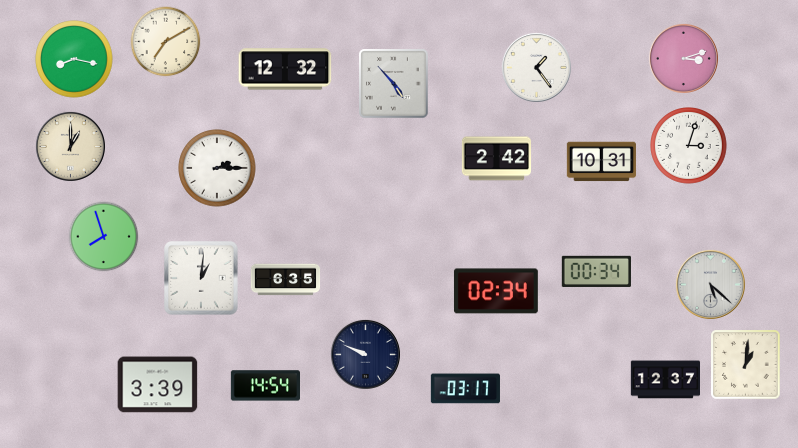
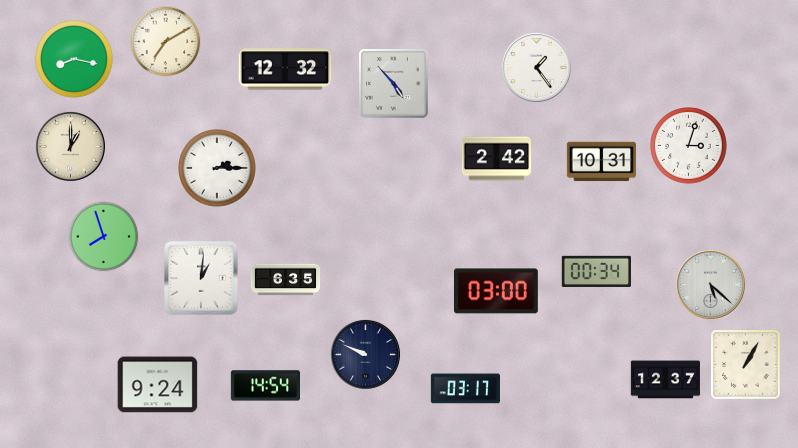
clock at (683, 58): 3:12 -> none
clock at (496, 291): 02:34 -> 03:00
clock at (746, 365): 1:01 -> 1:05
clock at (158, 385): 3:39 -> 9:24
